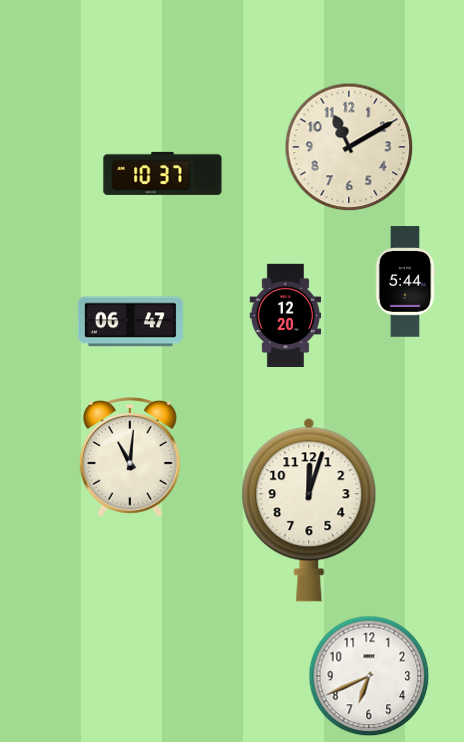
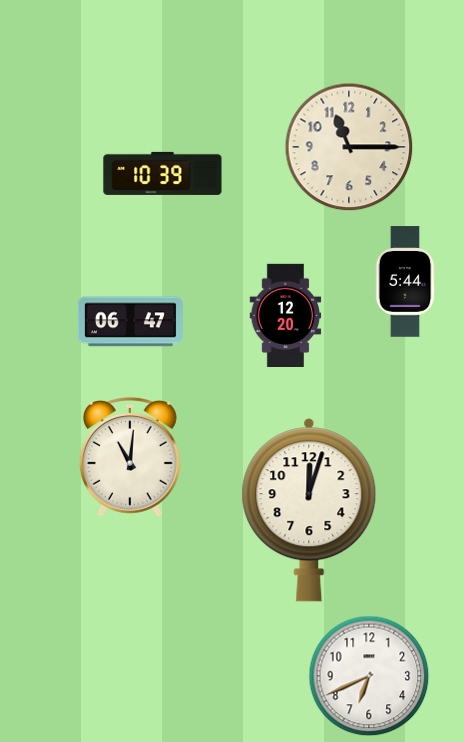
clock at (349, 147): 11:10 -> 11:15
clock at (163, 173): 10:37 -> 10:39
